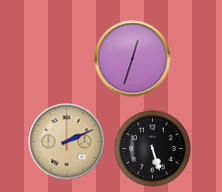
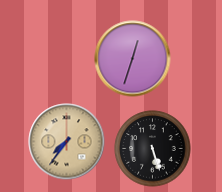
clock at (67, 142): 2:11 -> 7:36
